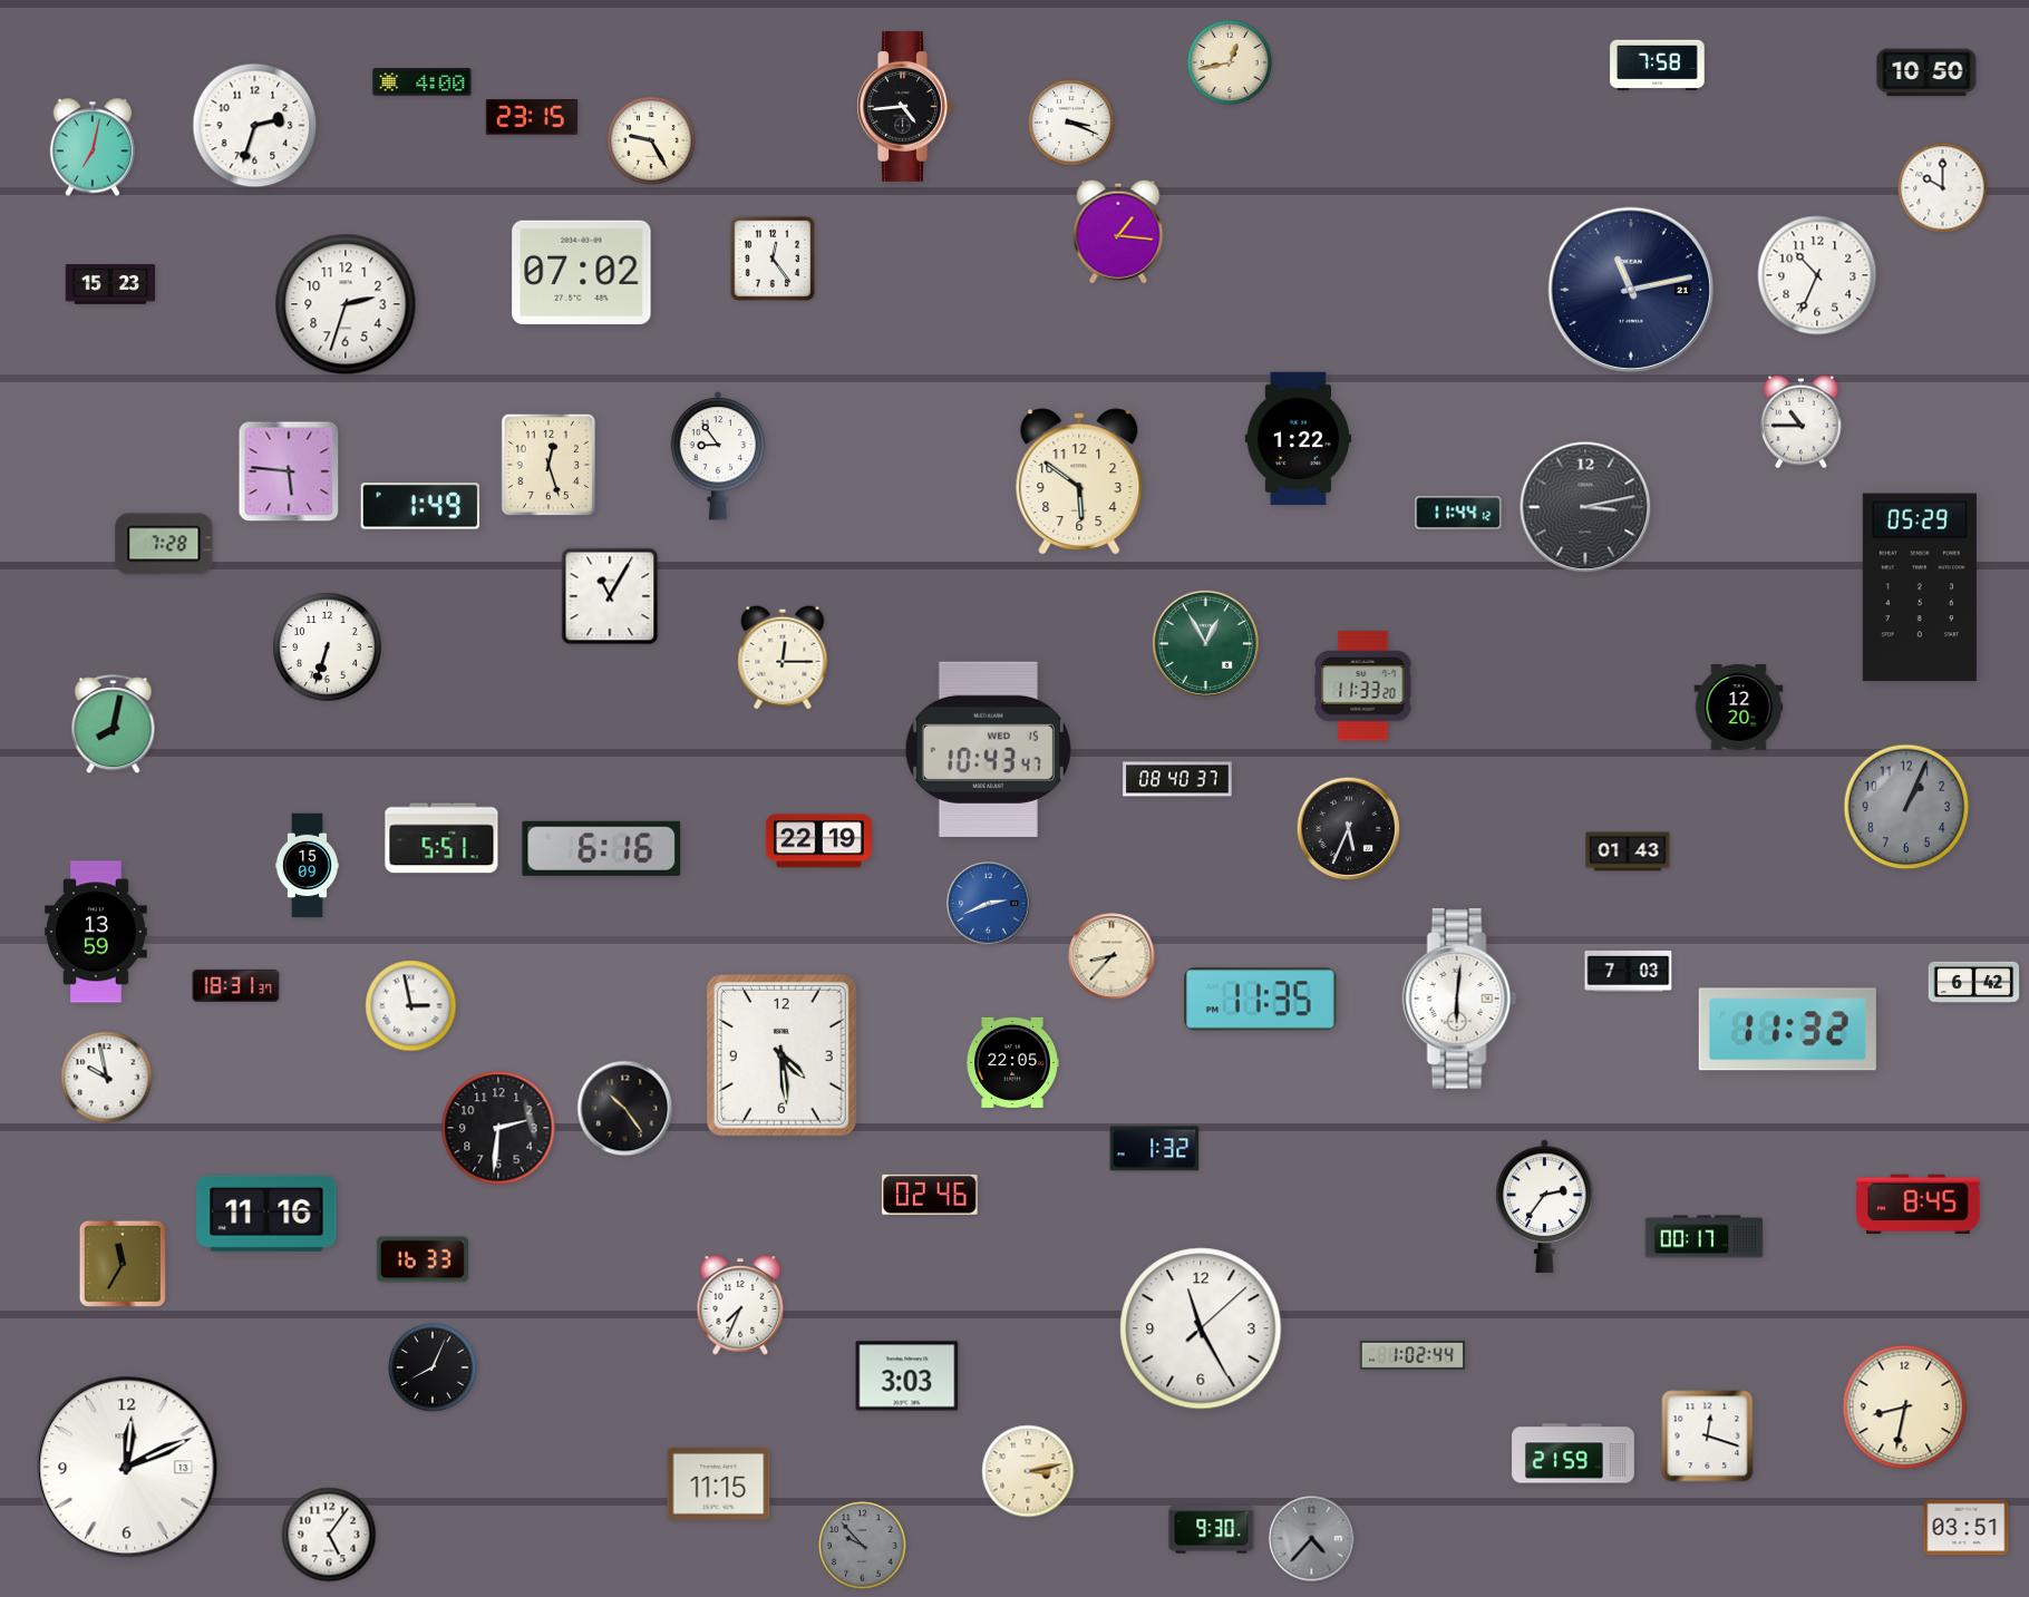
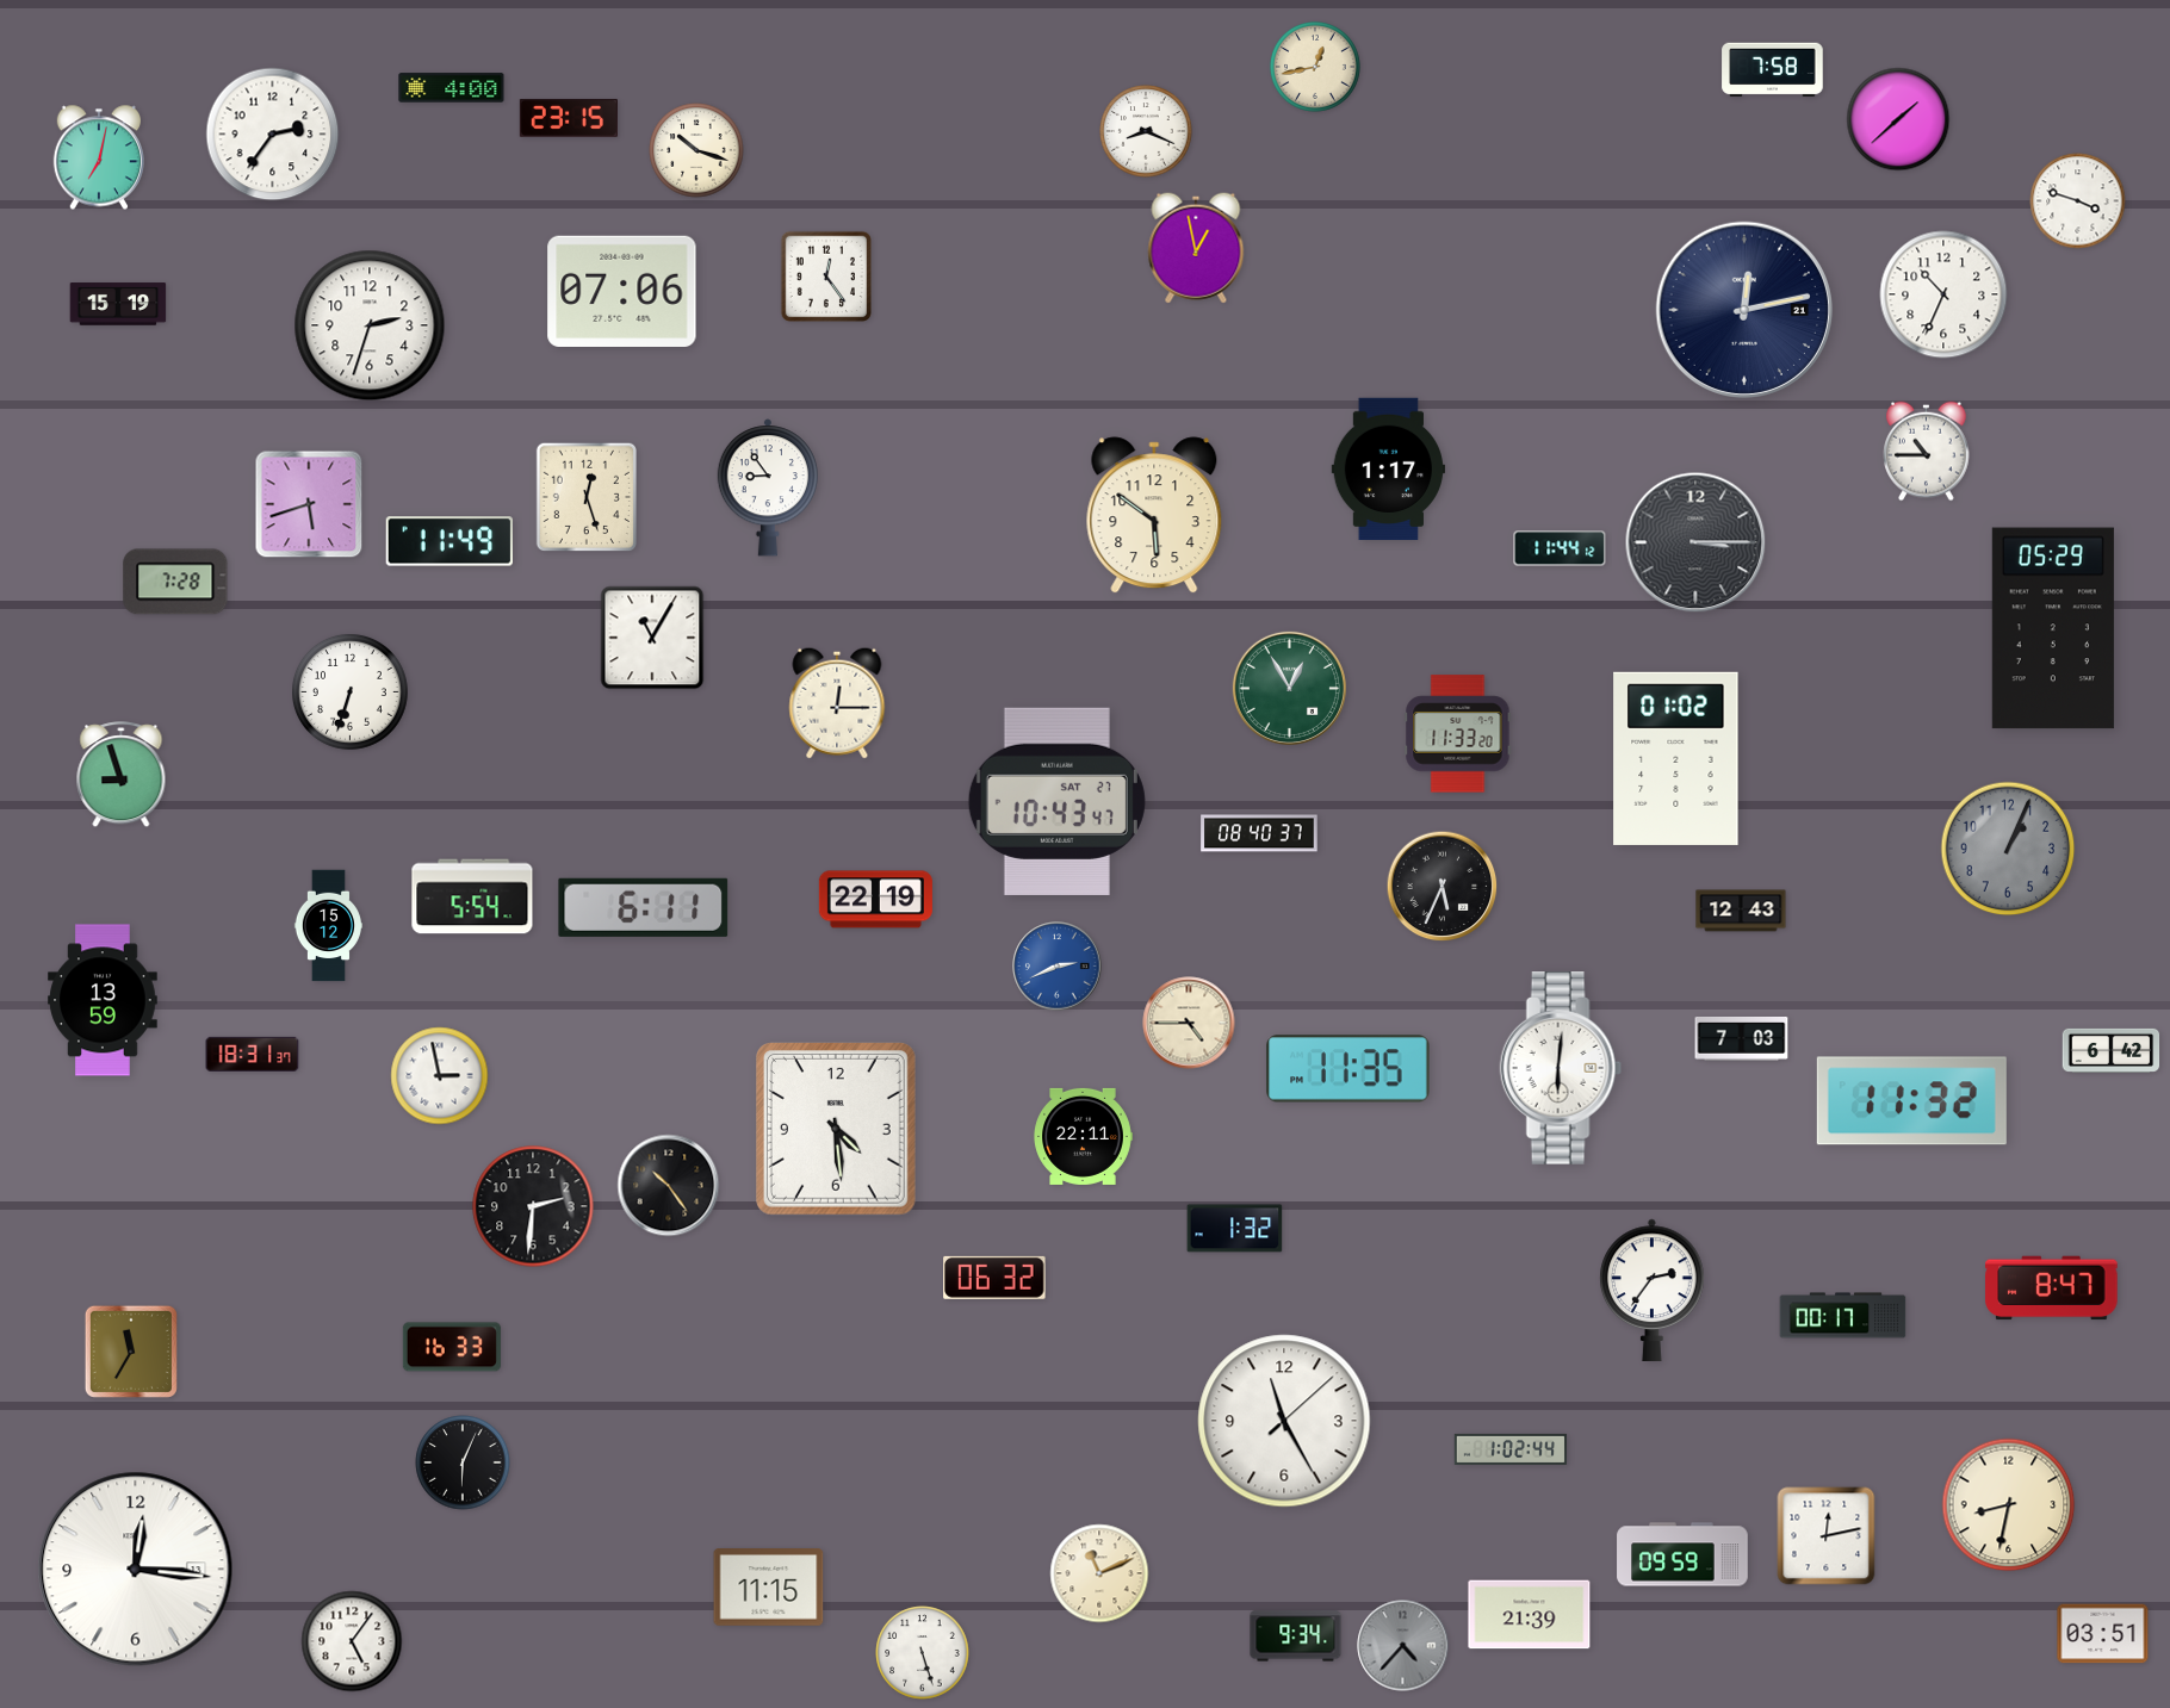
clock at (1926, 72): 10:50 -> none
clock at (904, 106): 4:44 -> none
clock at (1898, 119): none -> 1:38
clock at (532, 117) position: (532, 117) -> (569, 118)
clock at (1071, 123): 3:19 -> 8:19
clock at (255, 126): 2:33 -> 2:36
clock at (651, 140): 9:25 -> 10:18
clock at (1943, 188): 10:00 -> 3:48
clock at (1118, 232): 1:16 -> 12:58
clock at (582, 272): 07:02 -> 07:06
clock at (110, 284): 15:23 -> 15:19
clock at (1630, 289): 11:13 -> 12:13
clock at (1298, 439): 1:22 -> 1:17
clock at (289, 471): 5:46 -> 5:42
clock at (420, 506): 1:49 -> 11:49
clock at (1585, 507): 3:13 -> 3:15
clock at (1739, 708): 12:20 -> none
clock at (1676, 758): none -> 01:02
clock at (114, 724): 8:02 -> 8:57
clock at (988, 749) date: WED 15 -> SAT 27
clock at (1906, 807) position: (1906, 807) -> (2008, 849)
clock at (441, 838): 5:51 -> 5:54
clock at (602, 848): 6:16 -> 6:11
clock at (1628, 851): 01:43 -> 12:43
clock at (307, 866): 15:09 -> 15:12
clock at (96, 932) position: (96, 932) -> (103, 1000)
clock at (1111, 956): 8:37 -> 4:45
clock at (1012, 1062): 22:05 -> 22:11
clock at (107, 1078): 9:58 -> none
clock at (930, 1195): 02:46 -> 06:32
clock at (1919, 1205): 8:45 -> 8:47
clock at (266, 1214): 11:16 -> none
clock at (1705, 1237) position: (1705, 1237) -> (1843, 1316)
clock at (740, 1306): 7:34 -> none
clock at (433, 1367): 8:04 -> 6:04
clock at (907, 1376): 3:03 -> none
clock at (1905, 1408) position: (1905, 1408) -> (2009, 1505)
clock at (1708, 1437): 12:18 -> 12:13
clock at (1573, 1453): 21:59 -> 09:59
clock at (127, 1468): 12:11 -> 12:16
clock at (1028, 1471): 3:13 -> 11:11
clock at (1530, 1615): none -> 21:39
clock at (1212, 1530): 9:30 -> 9:34
clock at (863, 1546): 9:53 -> 5:27
clock at (863, 1546) dial: grey -> white
